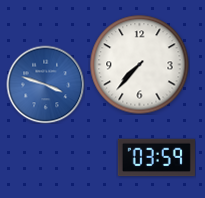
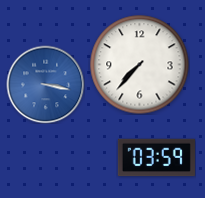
clock at (45, 84): 3:48 -> 3:17
